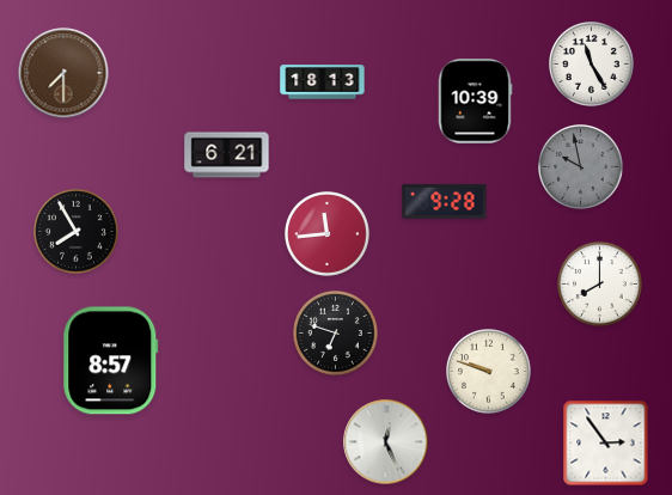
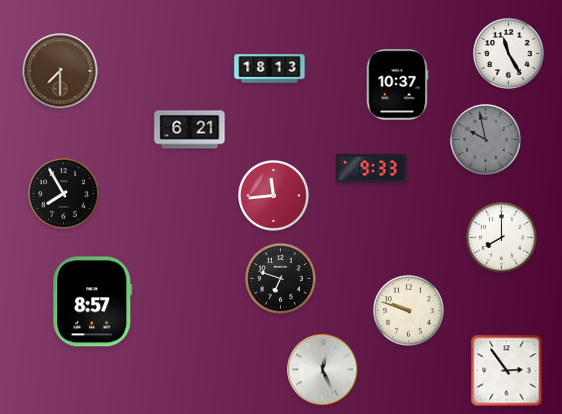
clock at (592, 65) position: (592, 65) -> (509, 54)
clock at (63, 73) position: (63, 73) -> (60, 71)
clock at (475, 102): 10:39 -> 10:37
clock at (445, 201): 9:28 -> 9:33
